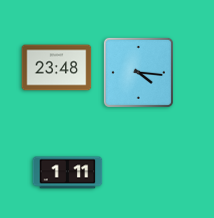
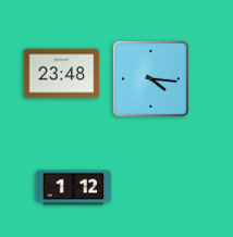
clock at (68, 173): 1:11 -> 1:12
